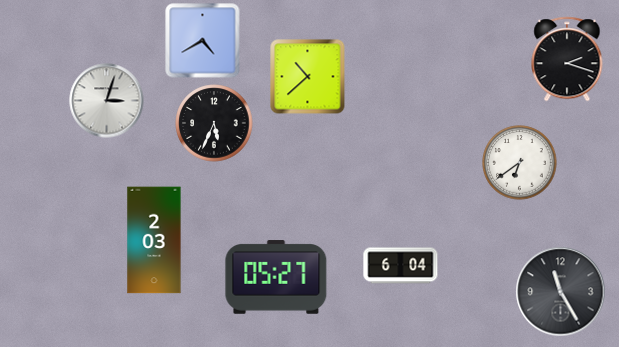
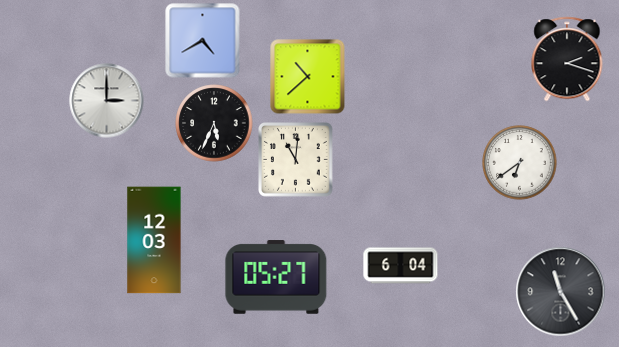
clock at (107, 101): 3:03 -> 3:00
clock at (296, 160): none -> 11:01
clock at (154, 240): 2:03 -> 12:03
